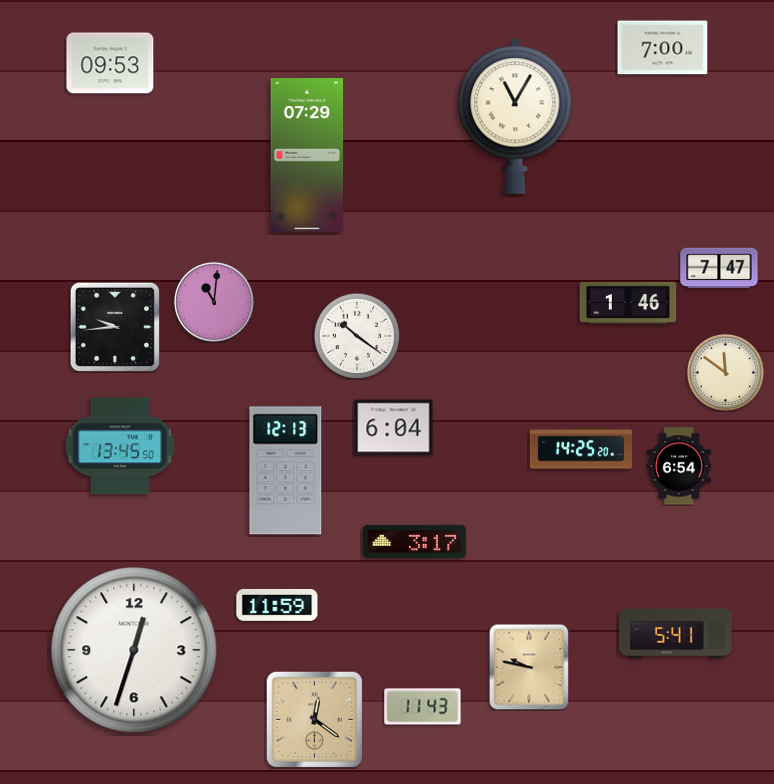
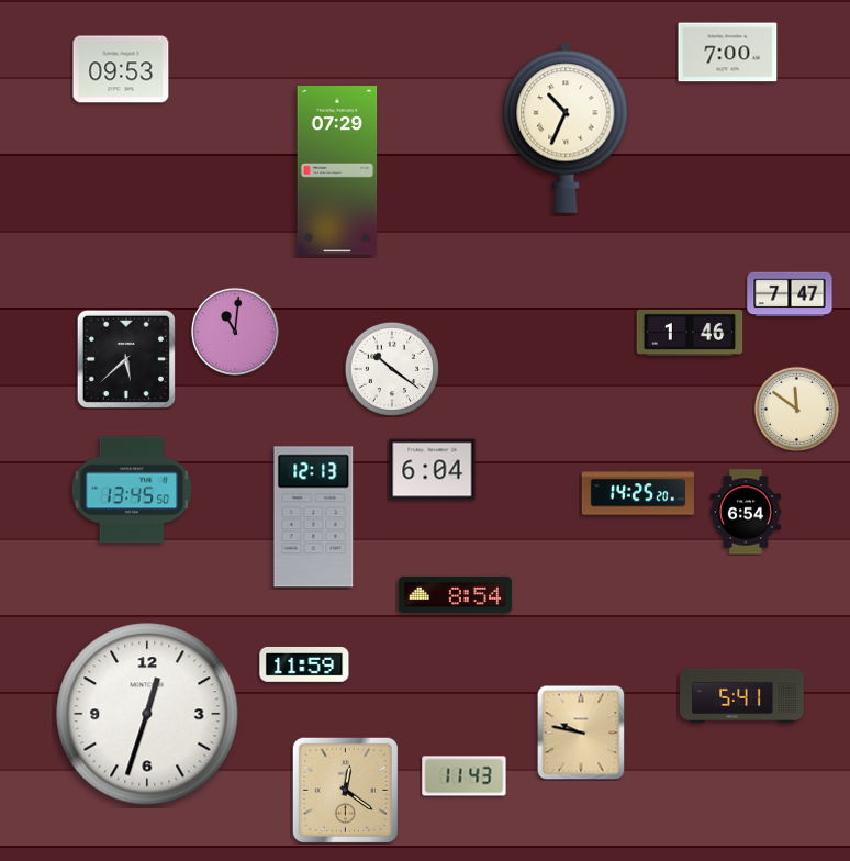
clock at (515, 116): 11:05 -> 10:34
clock at (115, 327): 9:44 -> 5:38
clock at (414, 541): 3:17 -> 8:54
